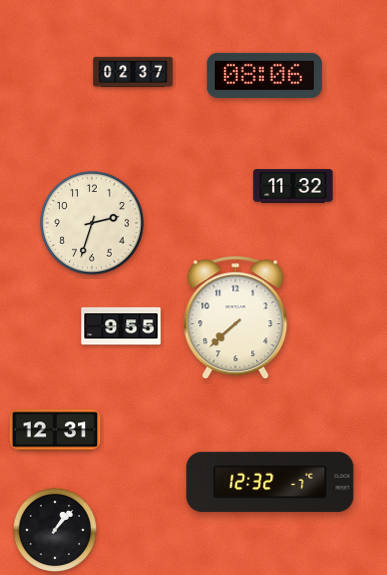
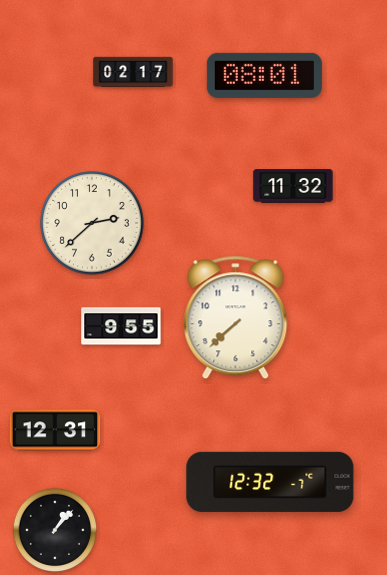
clock at (133, 72): 02:37 -> 02:17
clock at (264, 75): 08:06 -> 08:01
clock at (92, 223): 2:33 -> 2:38
